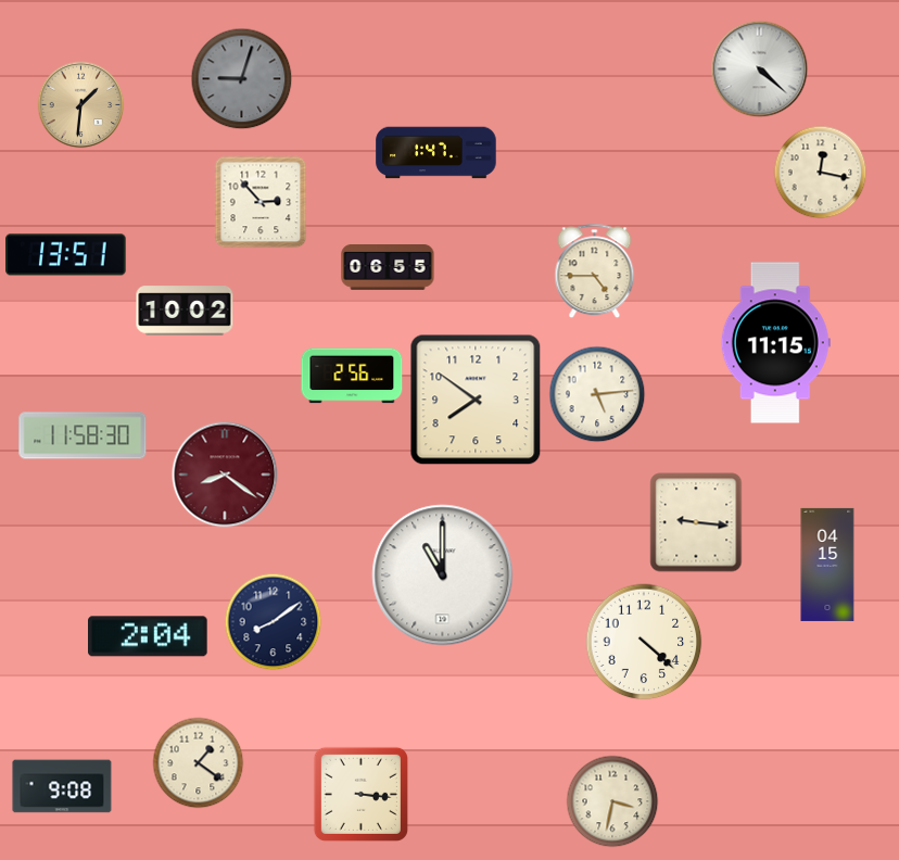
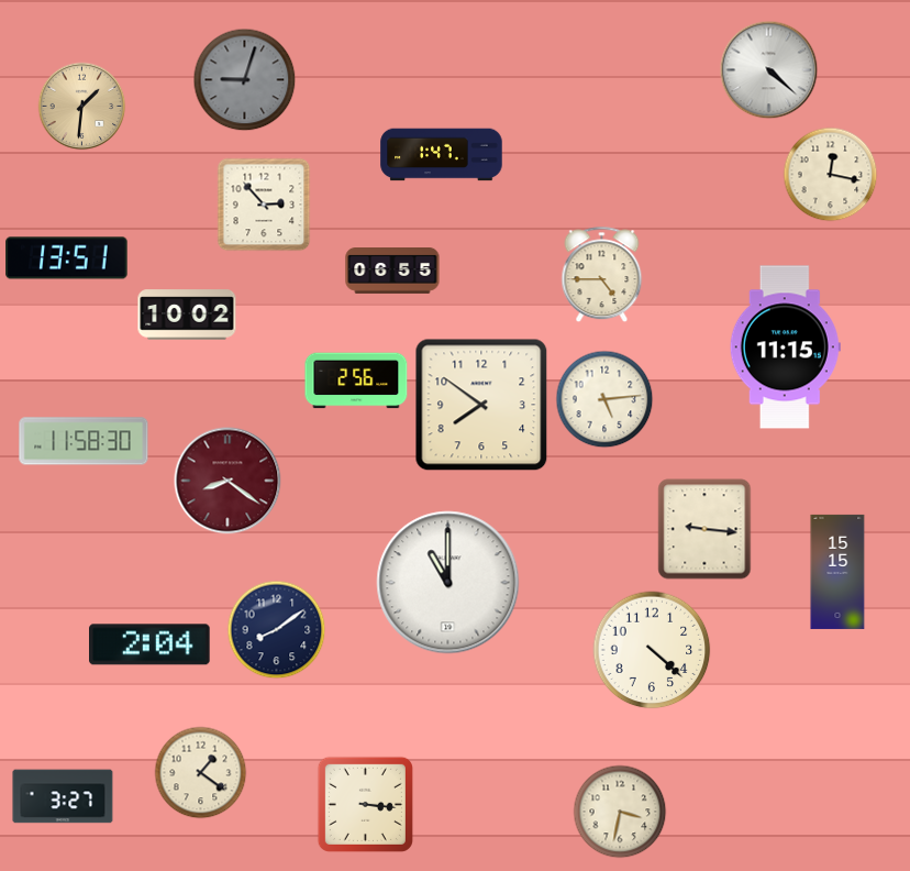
clock at (827, 565): 04:15 -> 15:15
clock at (62, 786): 9:08 -> 3:27
